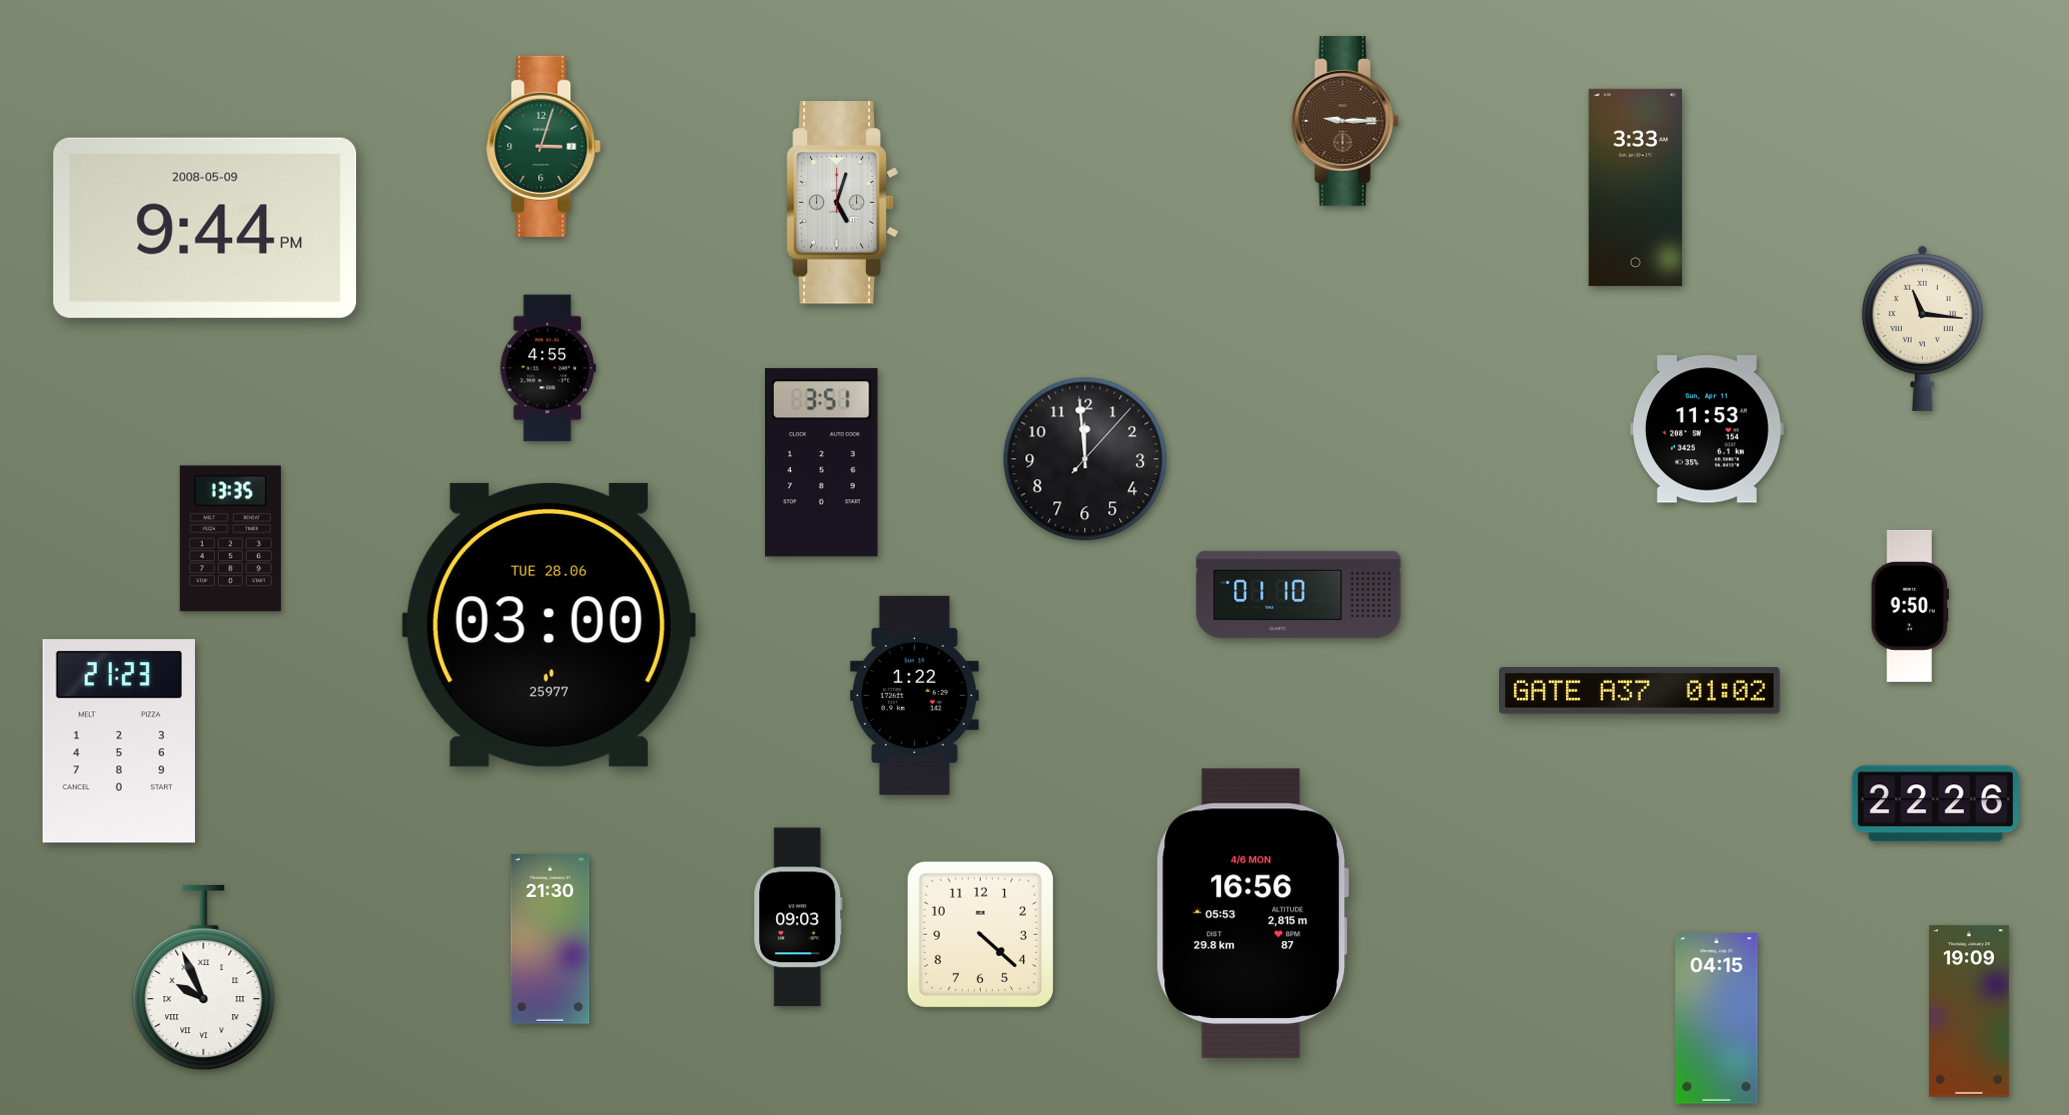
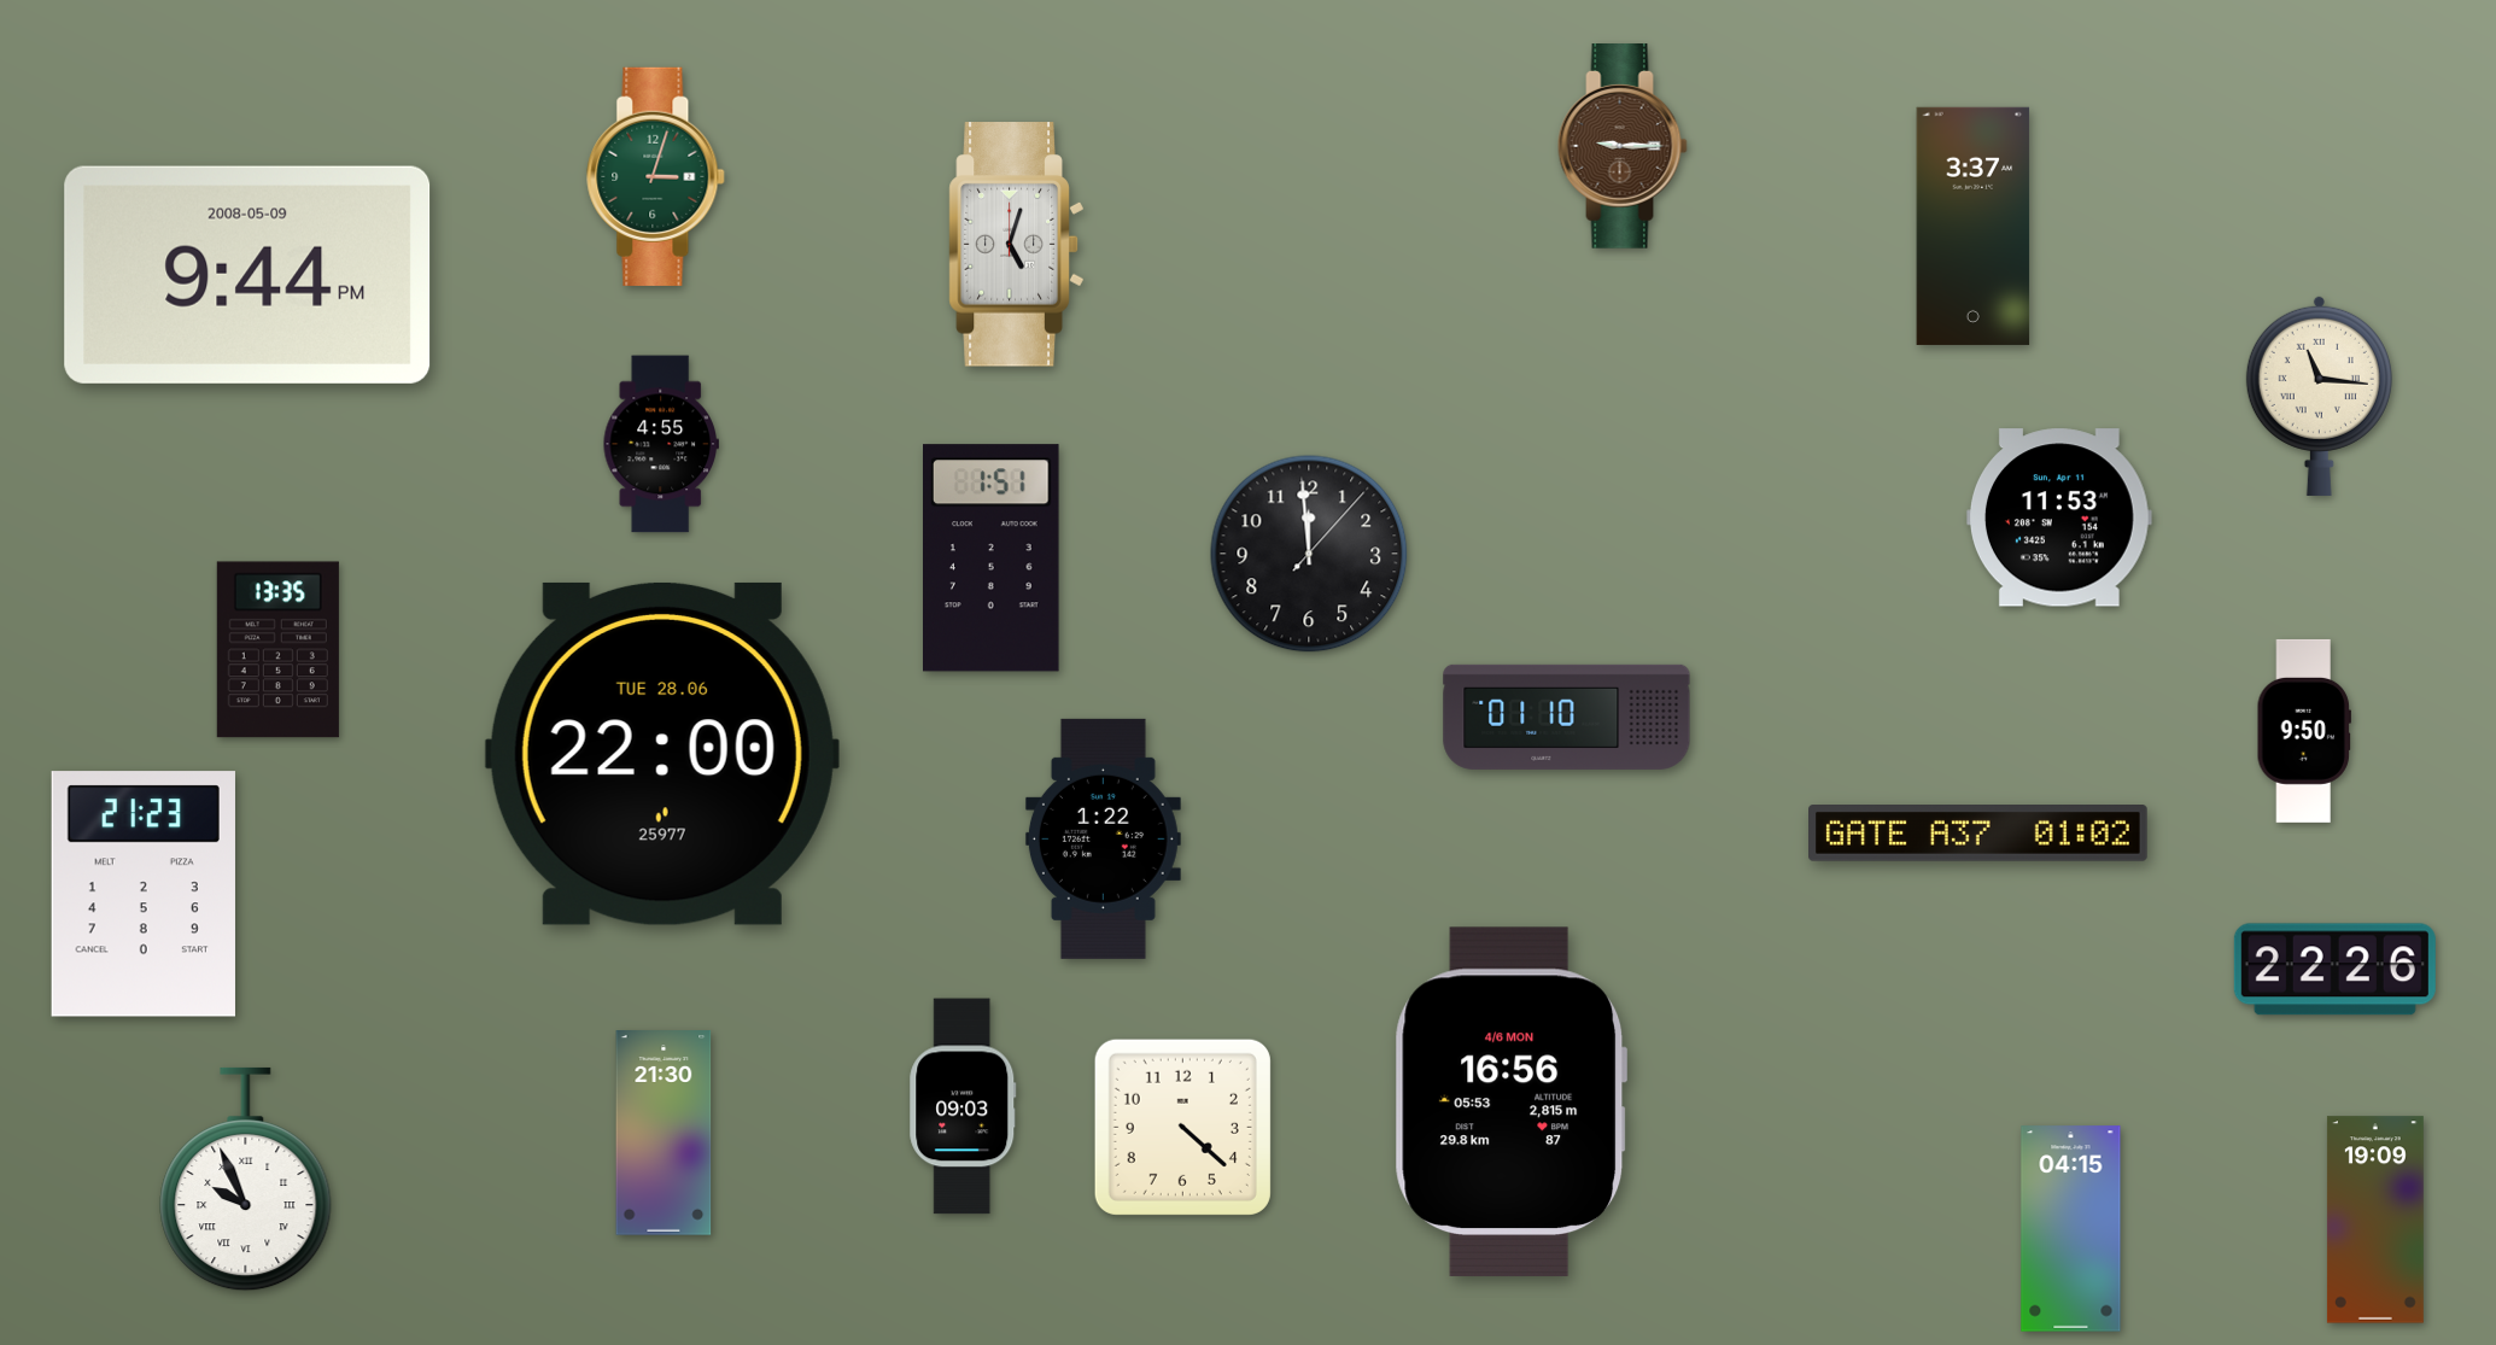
clock at (1636, 187): 3:33 -> 3:37
clock at (822, 463): 3:51 -> 1:51
clock at (549, 625): 03:00 -> 22:00
